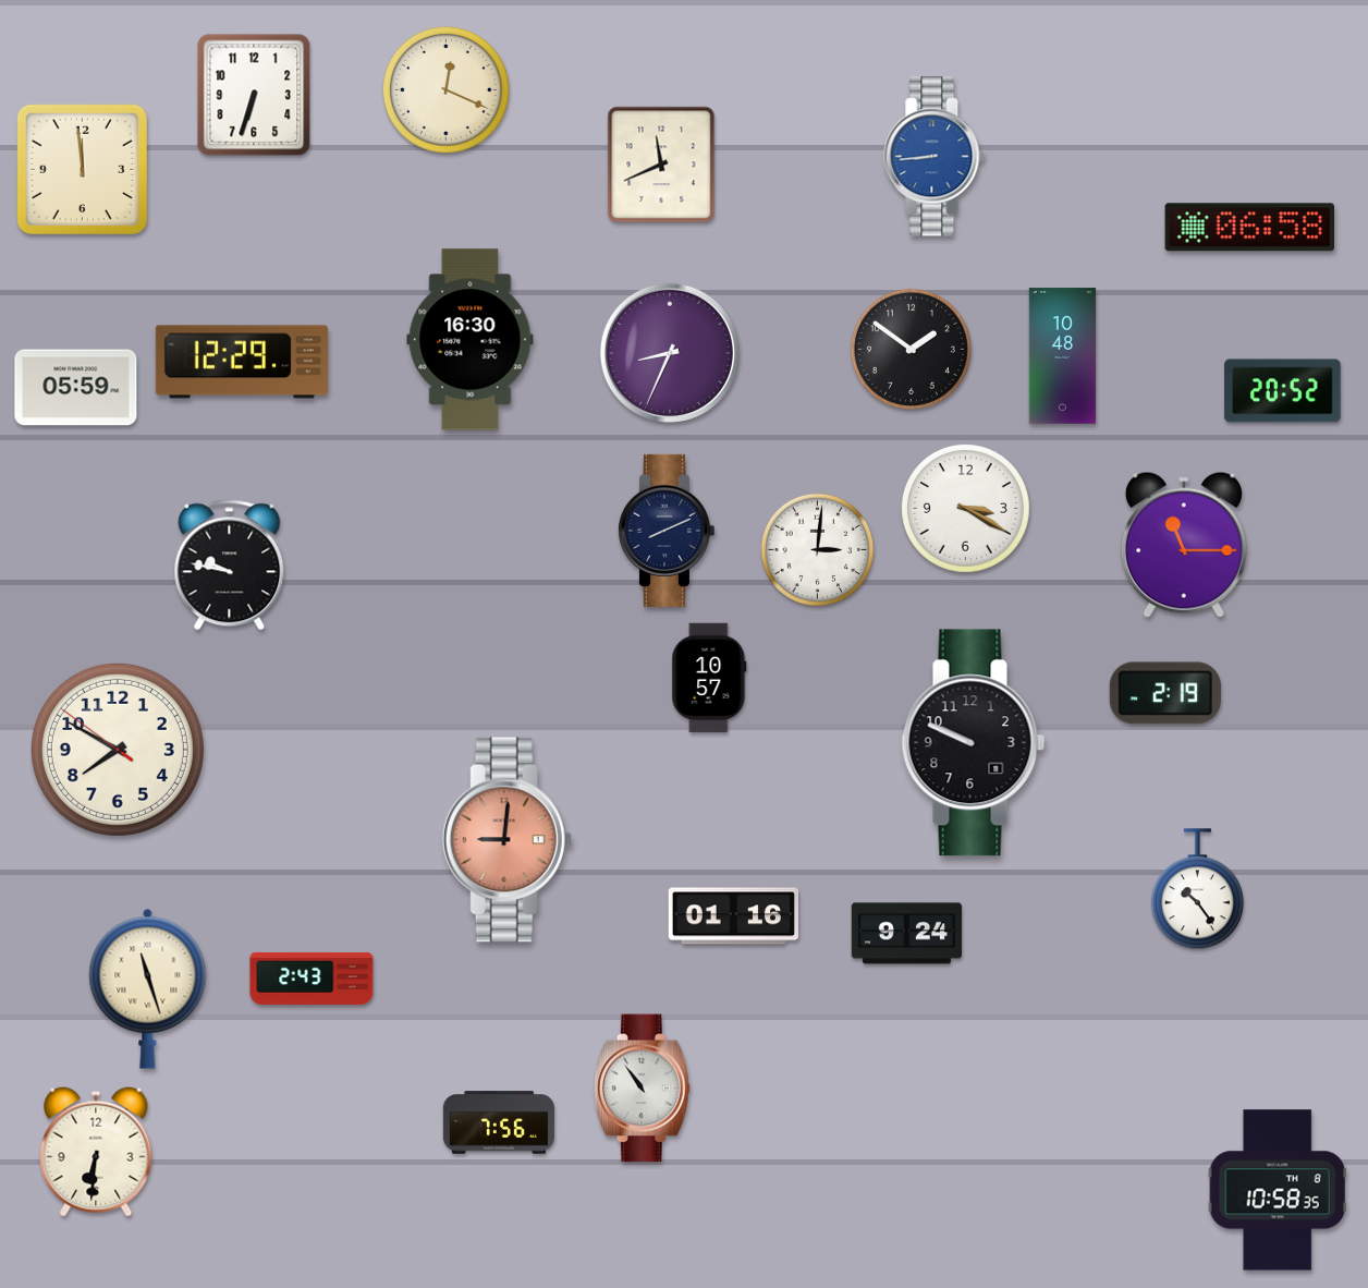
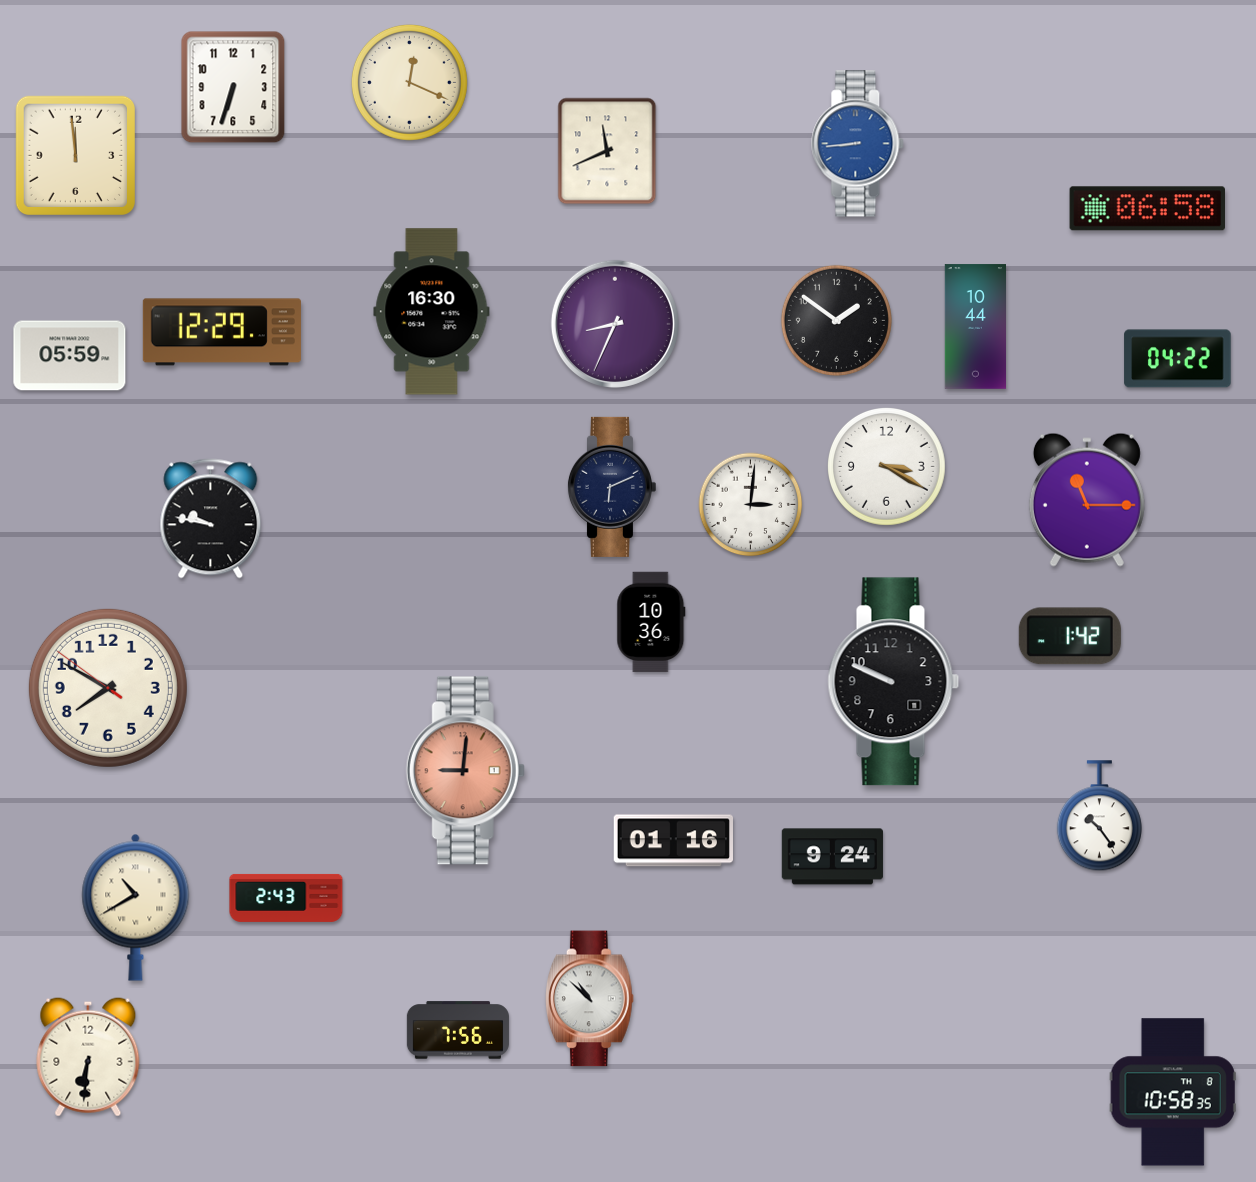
clock at (1062, 356): 10:48 -> 10:44
clock at (1283, 391): 20:52 -> 04:22
clock at (665, 531): 8:11 -> 6:11
clock at (709, 678): 10:57 -> 10:36
clock at (1165, 693): 2:19 -> 1:42
clock at (148, 988): 11:27 -> 10:40
clock at (643, 1089): 10:54 -> 10:52
